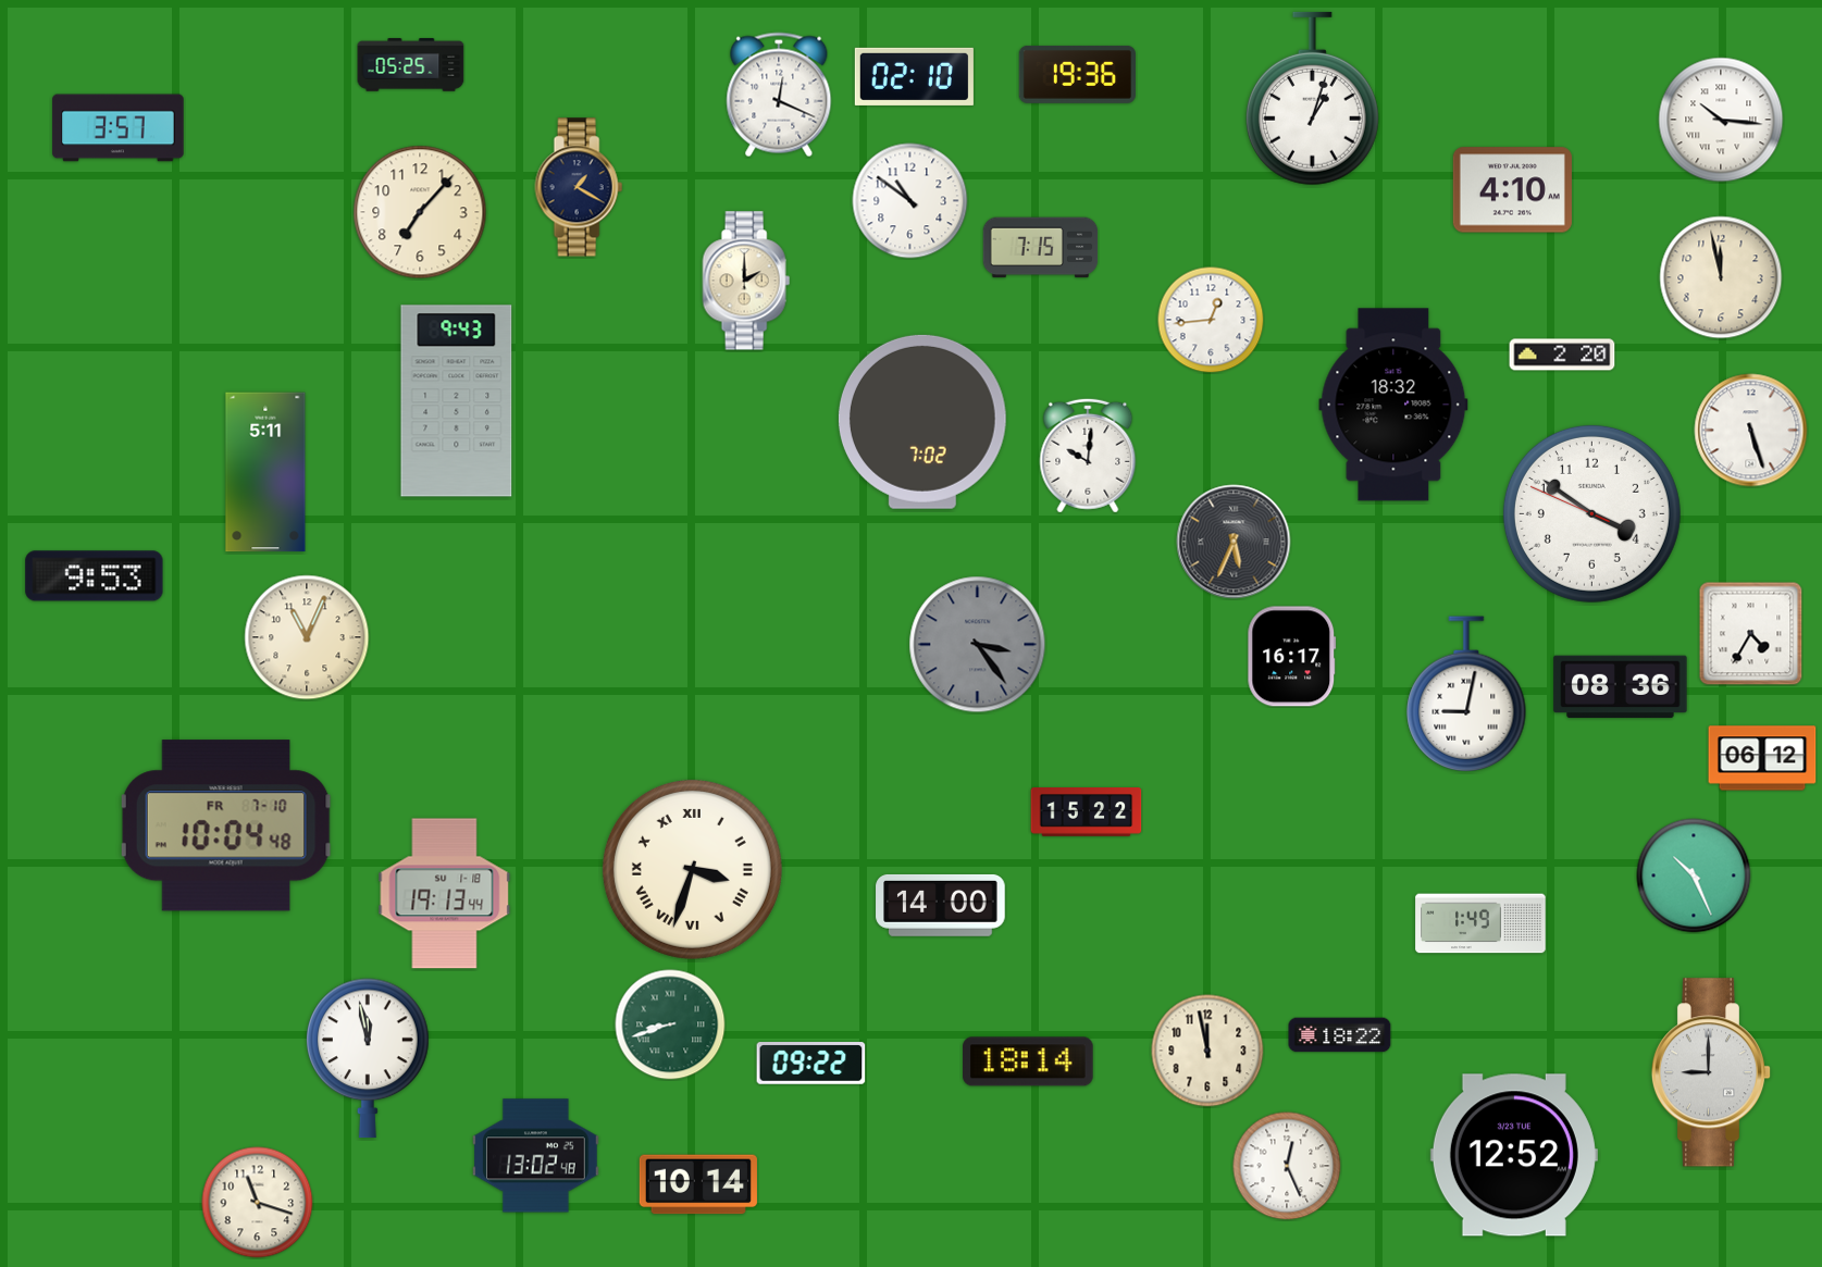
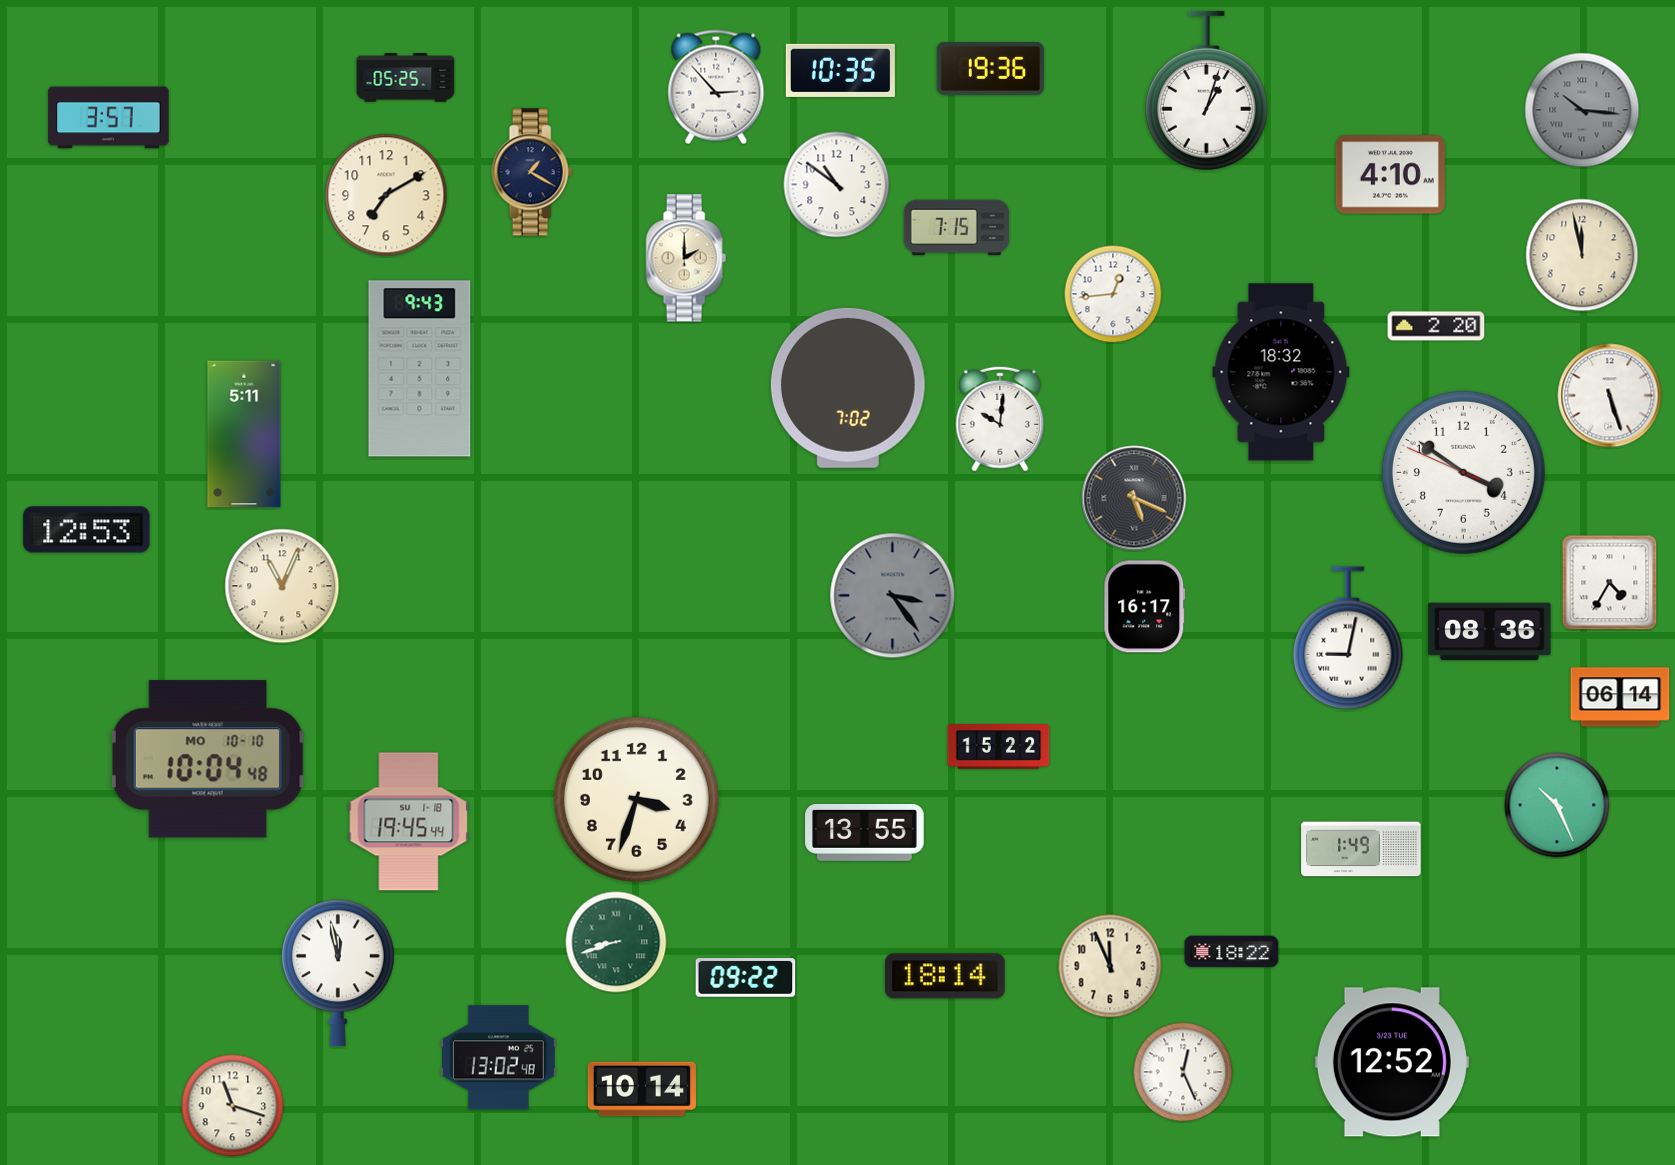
clock at (411, 65) position: (411, 65) -> (406, 78)
clock at (914, 76): 02:10 -> 10:35
clock at (779, 95): 12:19 -> 2:53
clock at (1721, 120) dial: white -> grey
clock at (420, 212): 7:07 -> 7:10
clock at (1234, 542): 5:34 -> 5:19
clock at (95, 576): 9:53 -> 12:53
clock at (978, 645) position: (978, 645) -> (893, 596)
clock at (1292, 657) position: (1292, 657) -> (1145, 607)
clock at (1762, 758): 06:12 -> 06:14
clock at (226, 825) date: FR 7-10 -> MO 10-10
clock at (692, 869) numerals: Roman -> Arabic
clock at (445, 894): 19:13 -> 19:45
clock at (941, 905): 14:00 -> 13:55
clock at (1207, 1051): 11:58 -> 11:56
clock at (1711, 1072): 9:00 -> none
clock at (536, 1156) position: (536, 1156) -> (499, 1058)
clock at (258, 1203) position: (258, 1203) -> (233, 1106)
